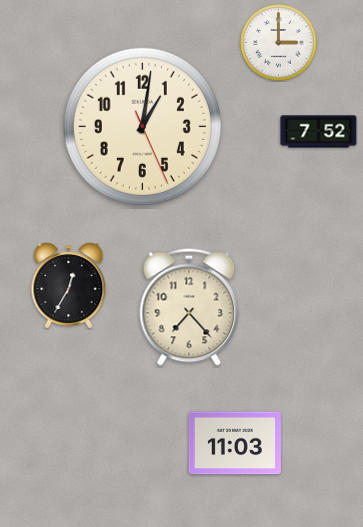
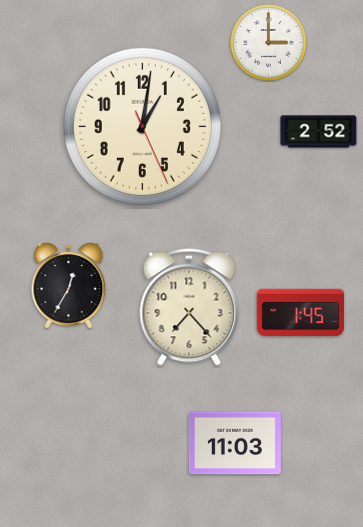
clock at (279, 43) position: (279, 43) -> (269, 43)
clock at (319, 132): 7:52 -> 2:52
clock at (301, 313): none -> 1:45
